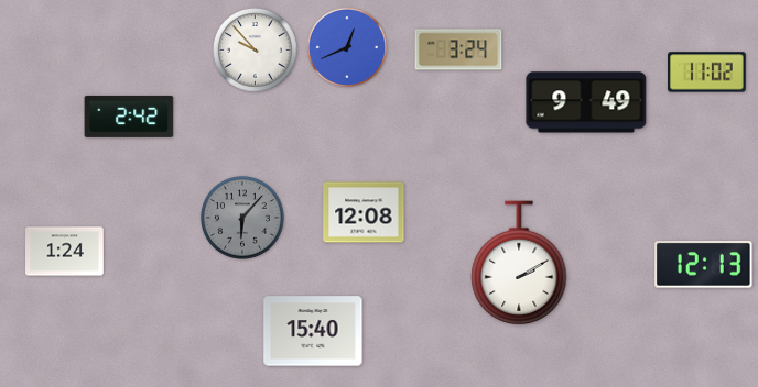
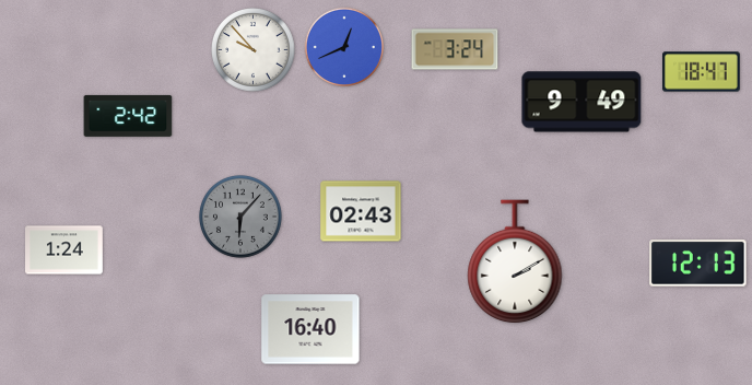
clock at (707, 73): 11:02 -> 18:47
clock at (364, 212): 12:08 -> 02:43
clock at (313, 331): 15:40 -> 16:40
